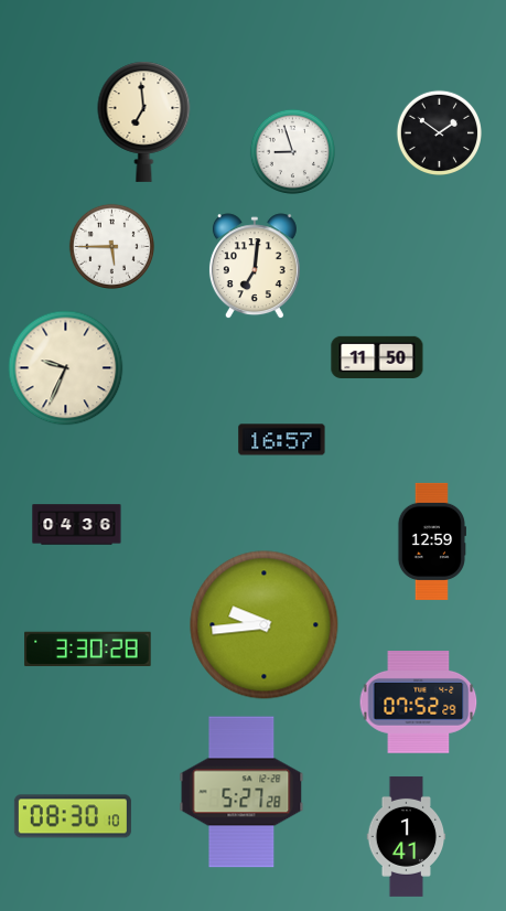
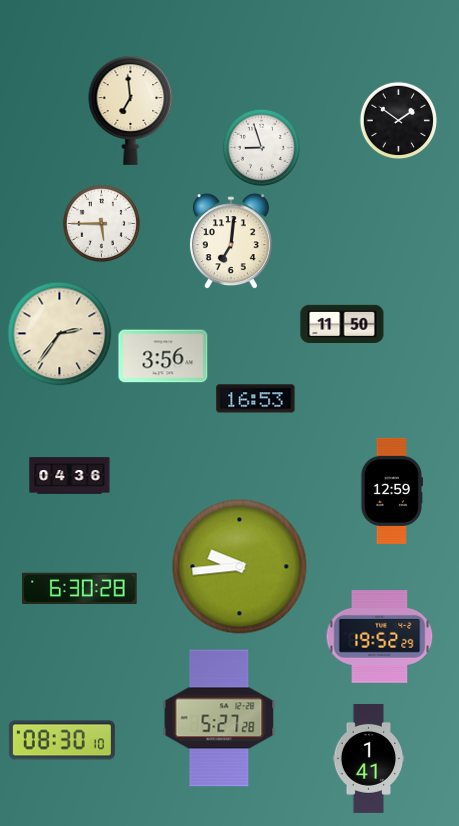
clock at (292, 151) position: (292, 151) -> (261, 147)
clock at (66, 368): 9:34 -> 2:36
clock at (163, 356): none -> 3:56
clock at (282, 440): 16:57 -> 16:53
clock at (88, 649): 3:30 -> 6:30
clock at (419, 703): 07:52 -> 19:52
clock at (73, 816) position: (73, 816) -> (62, 740)
